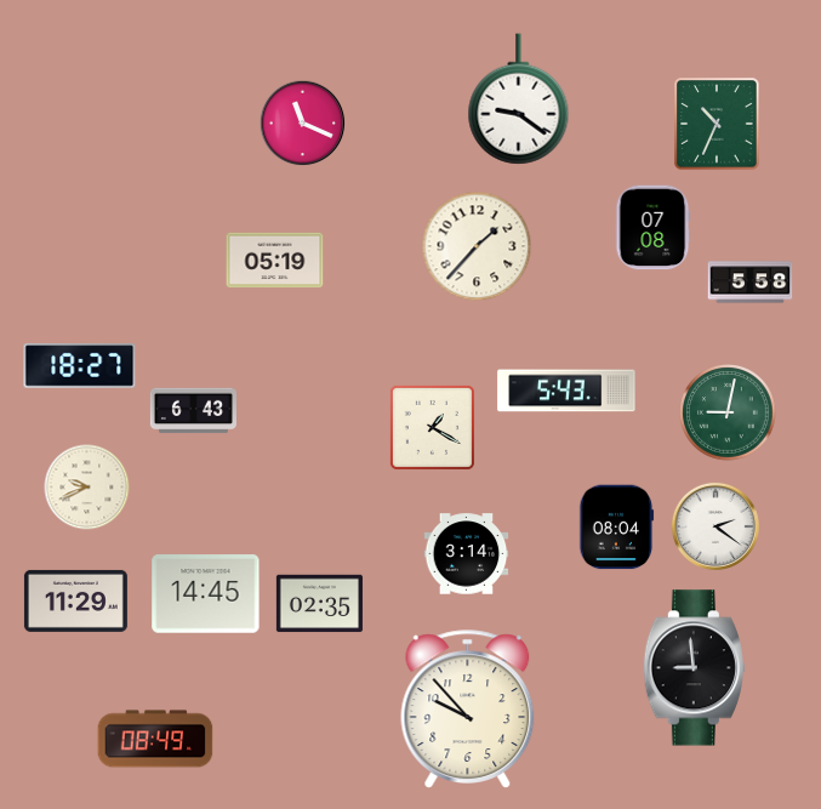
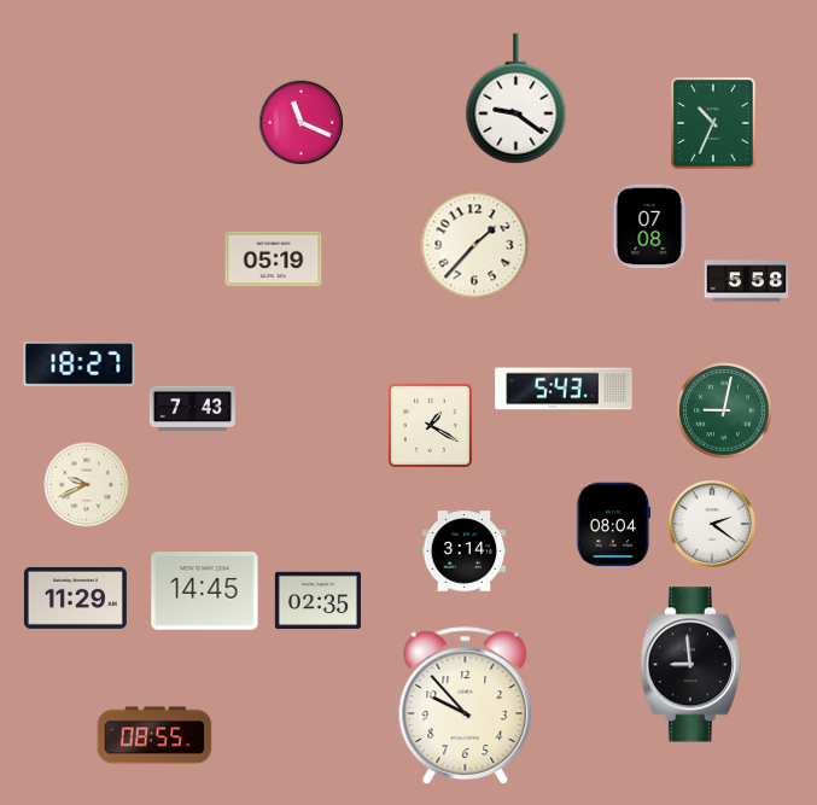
clock at (193, 411): 6:43 -> 7:43
clock at (155, 739): 08:49 -> 08:55
